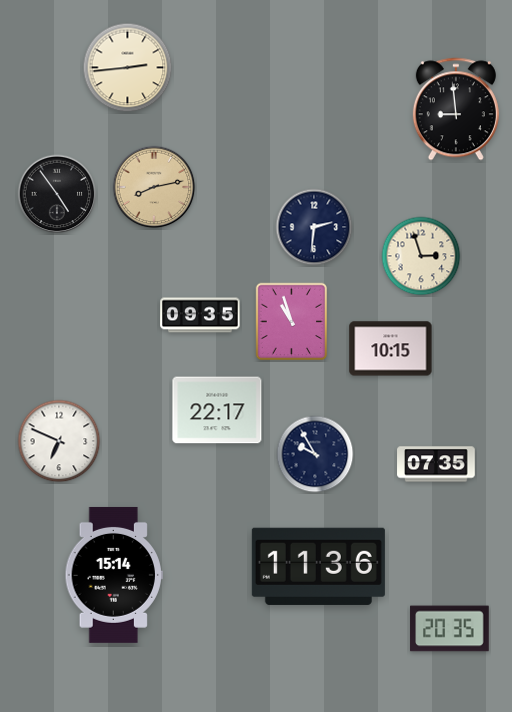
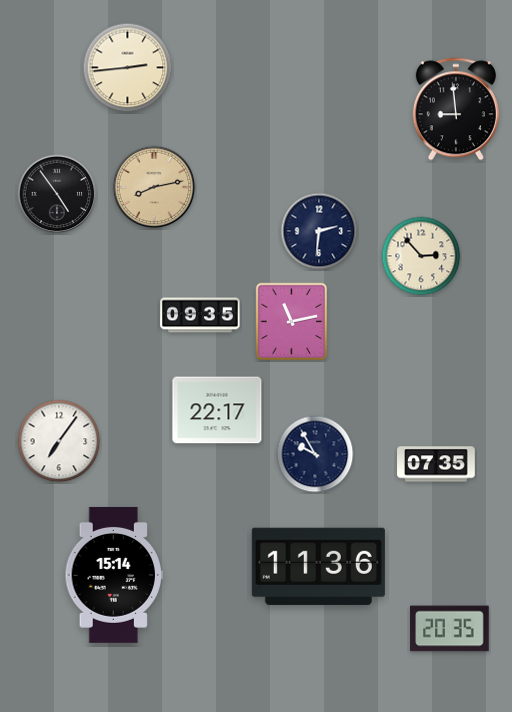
clock at (314, 227) position: (314, 227) -> (319, 231)
clock at (421, 256): 2:57 -> 2:53
clock at (292, 322): 10:57 -> 11:13
clock at (391, 349): 10:15 -> none
clock at (59, 441): 6:49 -> 7:06
